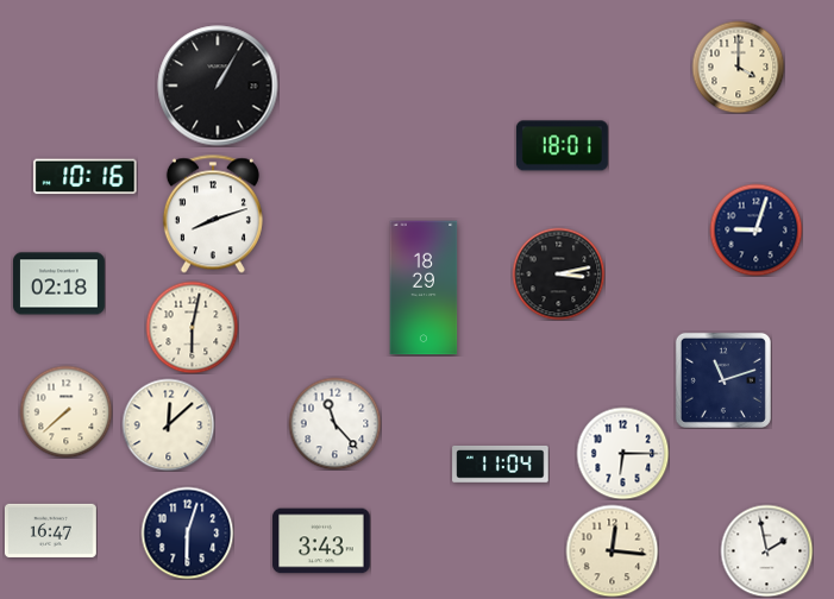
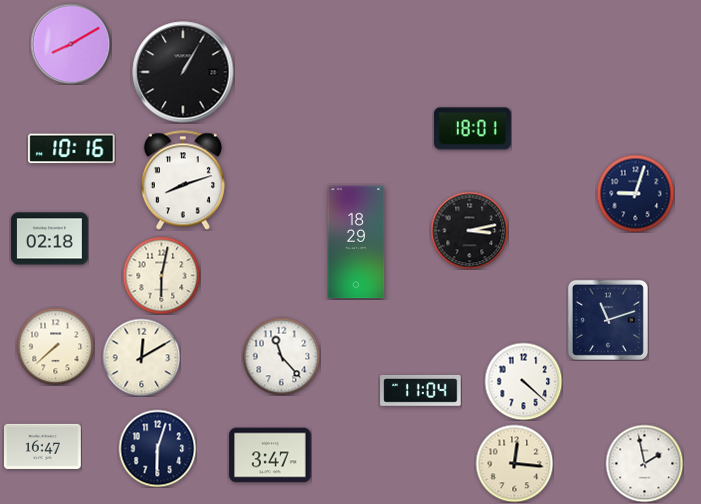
clock at (71, 44): none -> 8:10
clock at (738, 67): 4:00 -> none
clock at (562, 146) position: (562, 146) -> (472, 129)
clock at (213, 214) position: (213, 214) -> (183, 180)
clock at (168, 424): 12:08 -> 12:10
clock at (622, 453): 6:15 -> 4:22
clock at (321, 541): 3:43 -> 3:47
